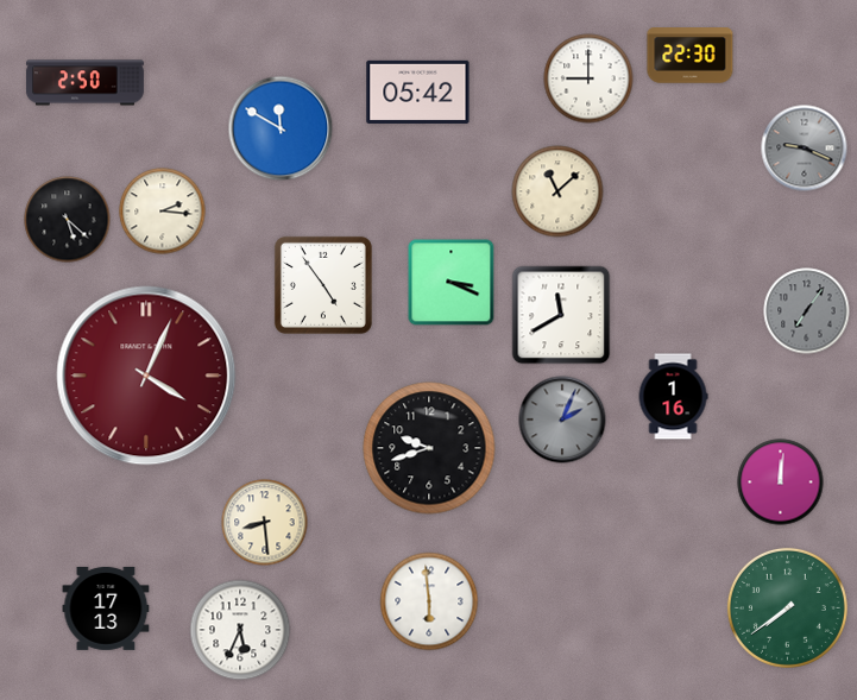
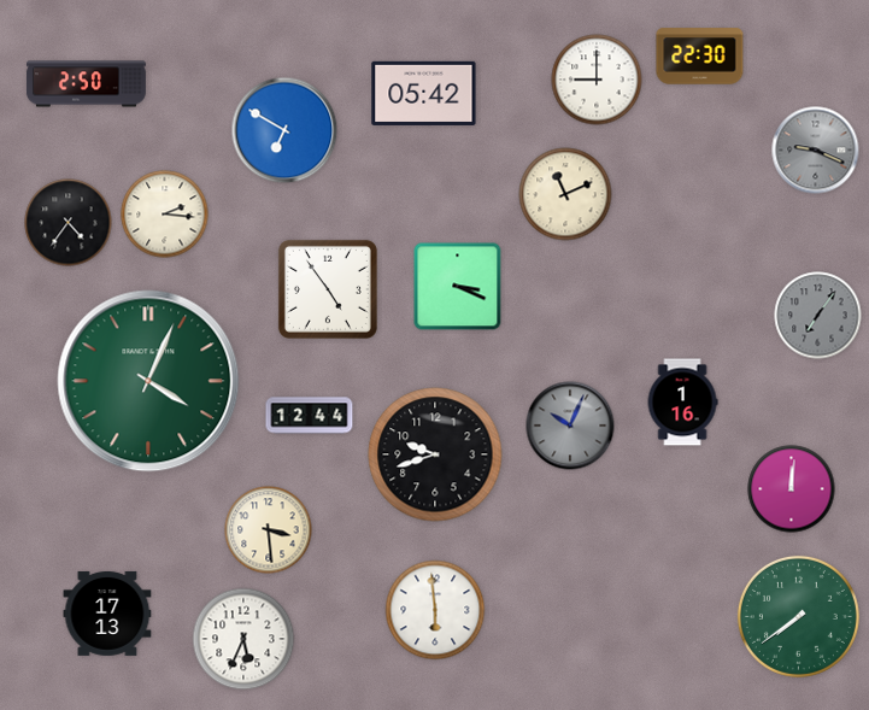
clock at (281, 128): 11:50 -> 6:50
clock at (557, 191): 11:08 -> 11:11
clock at (68, 220): 5:22 -> 4:36
clock at (561, 315): 11:40 -> none
clock at (146, 376) dial: burgundy -> green
clock at (310, 416): none -> 12:44
clock at (562, 420): 2:04 -> 10:04
clock at (265, 523): 8:29 -> 3:29
clock at (106, 608) position: (106, 608) -> (107, 614)
